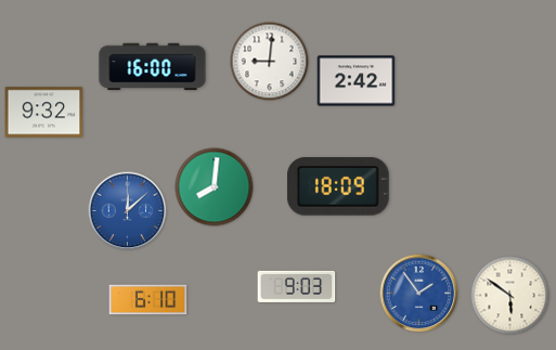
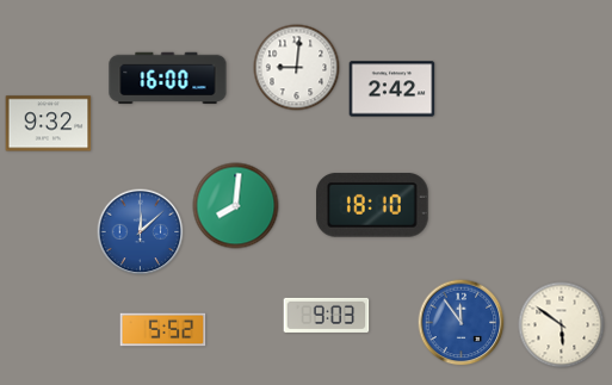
clock at (153, 67) position: (153, 67) -> (168, 79)
clock at (339, 186): 18:09 -> 18:10
clock at (419, 294): 1:54 -> 11:54
clock at (148, 300): 6:10 -> 5:52
